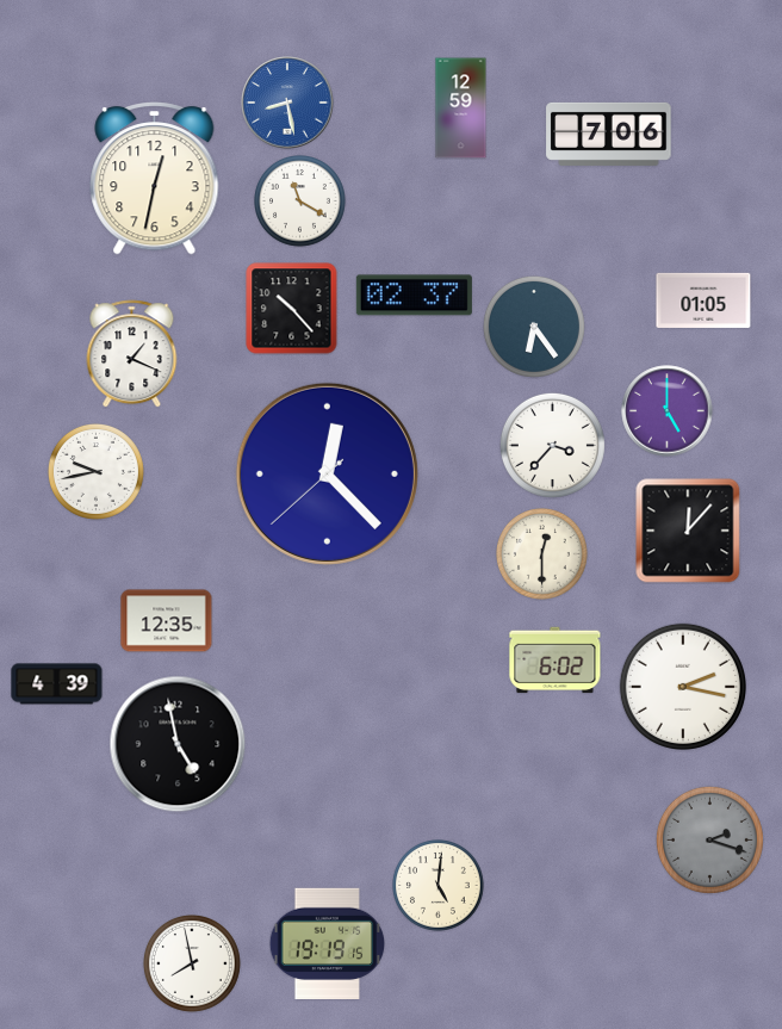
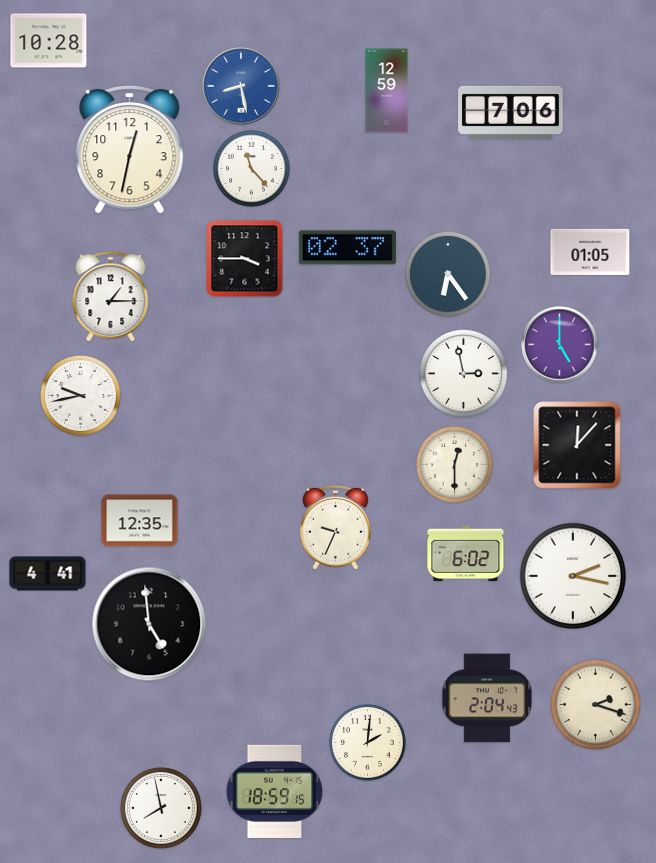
clock at (49, 41): none -> 10:28
clock at (300, 202): 11:20 -> 11:23
clock at (292, 309): 10:23 -> 3:45
clock at (132, 354): 1:19 -> 1:15
clock at (552, 445): 3:37 -> 2:58
clock at (327, 473): 12:22 -> none
clock at (336, 527): none -> 9:34
clock at (57, 684): 4:39 -> 4:41
clock at (178, 744): 4:58 -> 4:59
clock at (487, 698): none -> 2:04
clock at (709, 839) dial: grey -> cream
clock at (439, 886): 5:01 -> 2:01
clock at (328, 943): 19:19 -> 18:59
